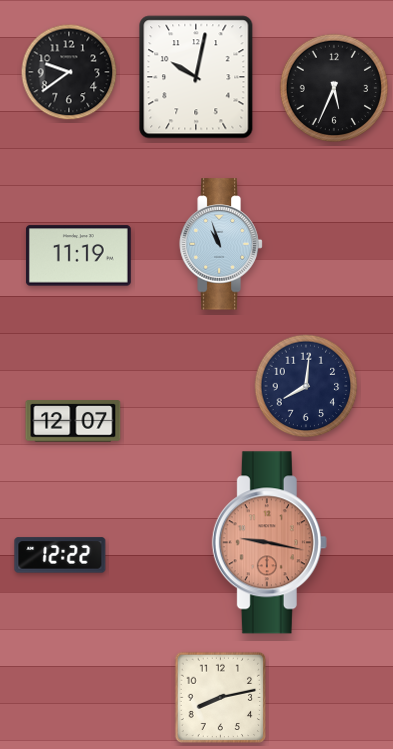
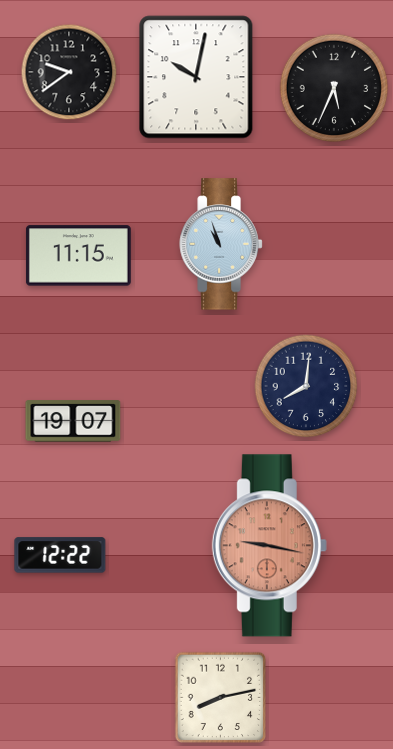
clock at (78, 256): 11:19 -> 11:15
clock at (73, 421): 12:07 -> 19:07
clock at (269, 543) position: (269, 543) -> (269, 546)
